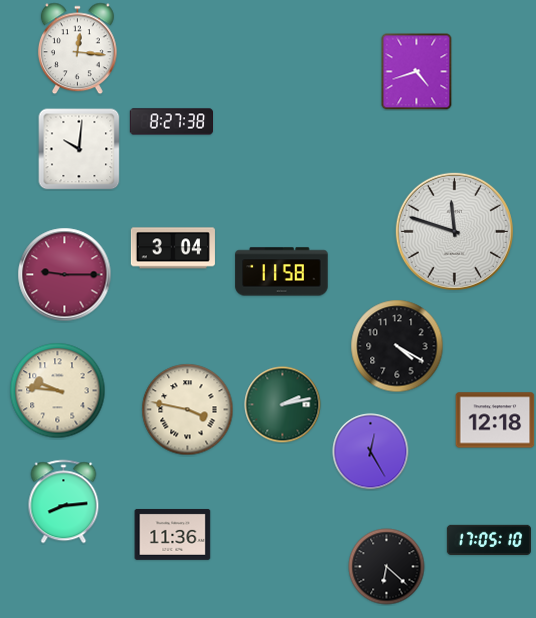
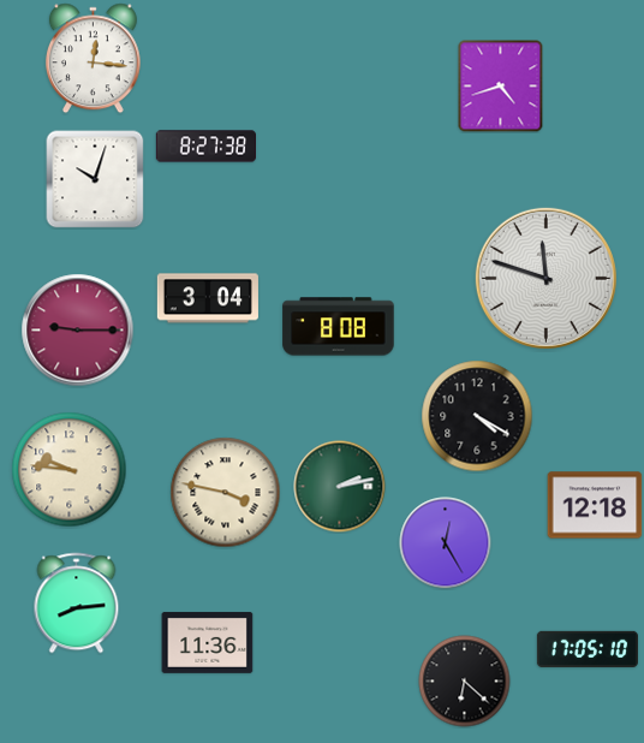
clock at (79, 149): 10:01 -> 10:03
clock at (282, 272): 11:58 -> 8:08
